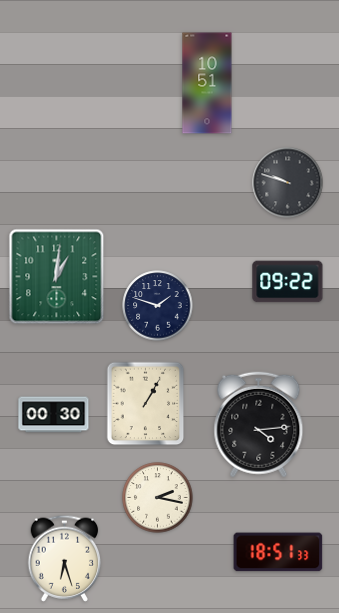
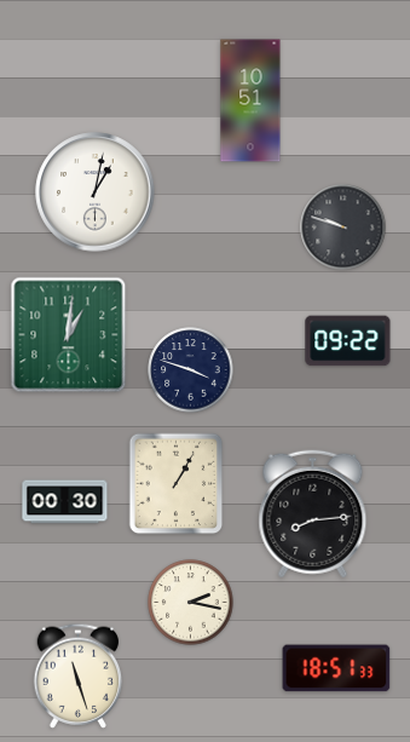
clock at (96, 192): none -> 1:02
clock at (288, 183) position: (288, 183) -> (343, 228)
clock at (158, 306): 1:48 -> 3:48
clock at (146, 404) position: (146, 404) -> (177, 484)
clock at (259, 425): 4:14 -> 8:14
clock at (65, 558): 6:27 -> 11:27
